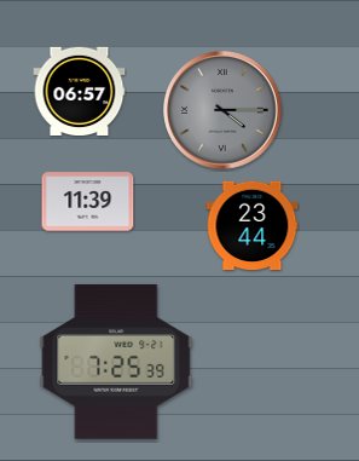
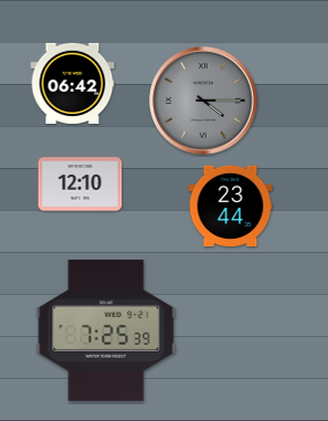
clock at (80, 91): 06:57 -> 06:42
clock at (88, 202): 11:39 -> 12:10
